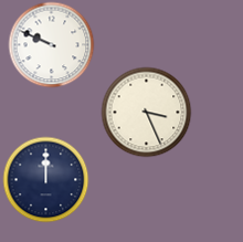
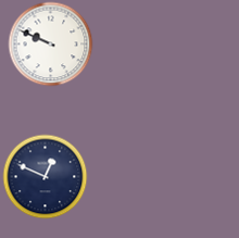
clock at (146, 112): 3:26 -> none
clock at (45, 179): 12:00 -> 12:49
